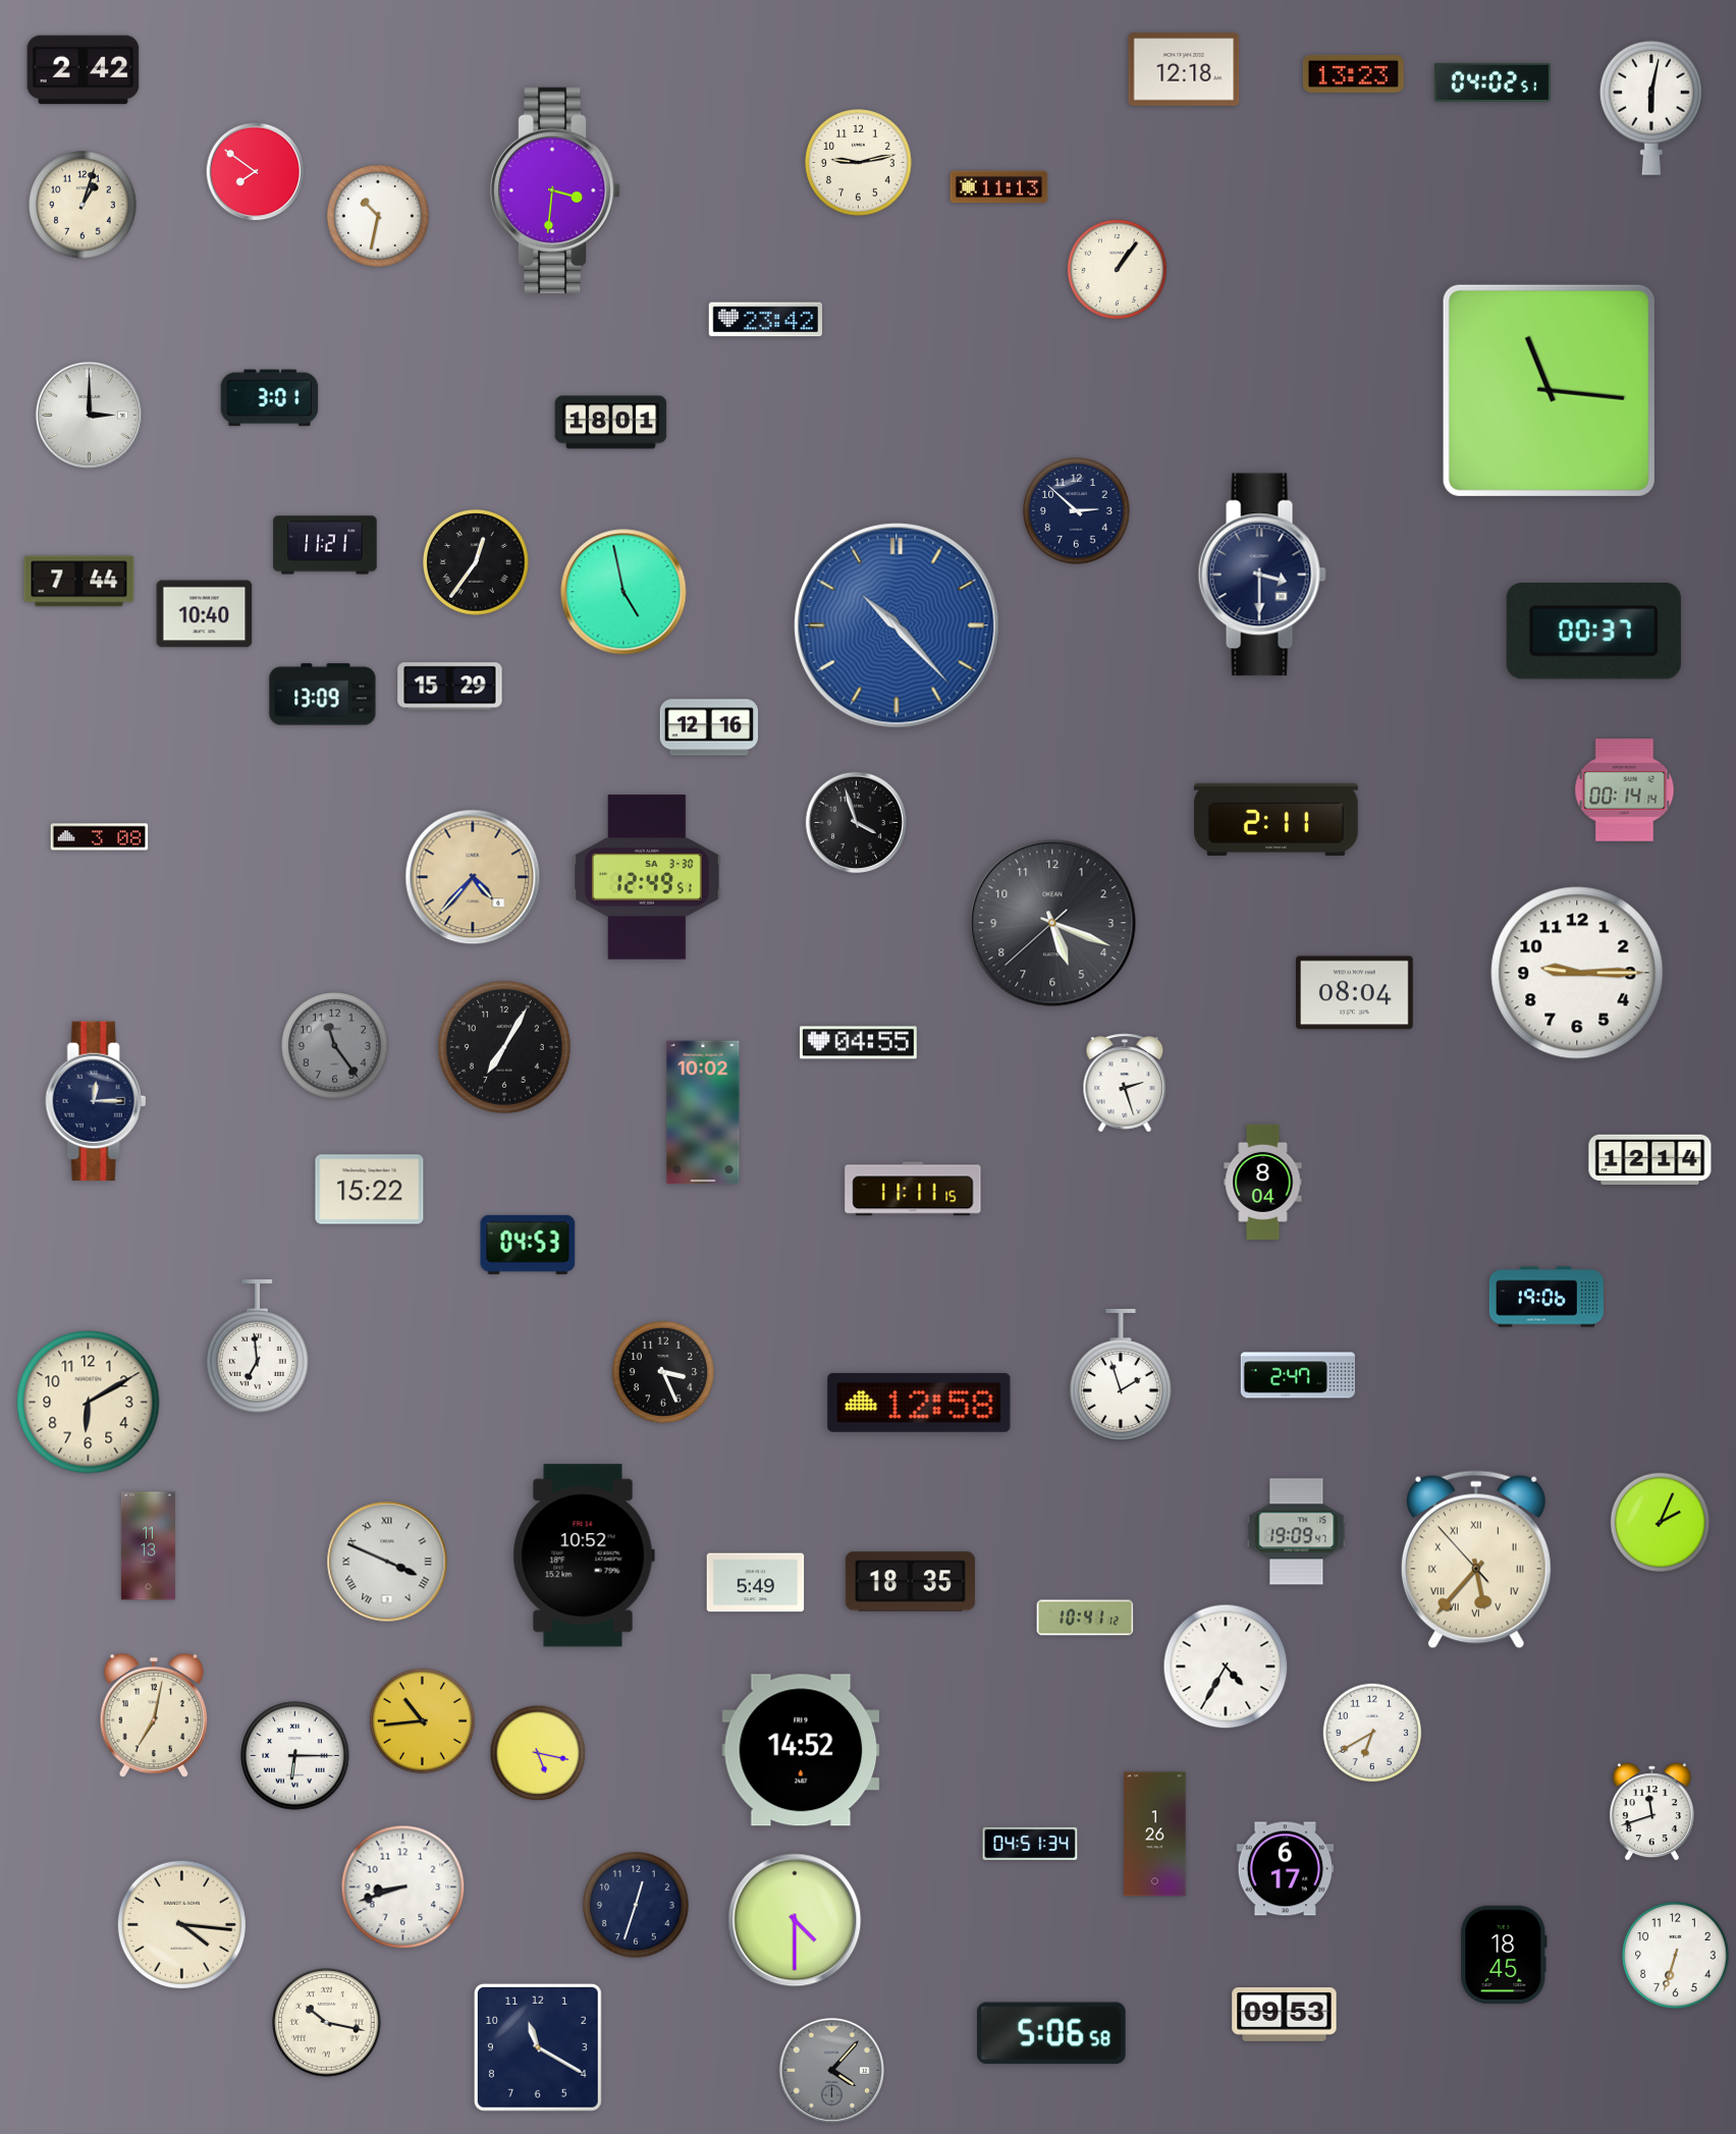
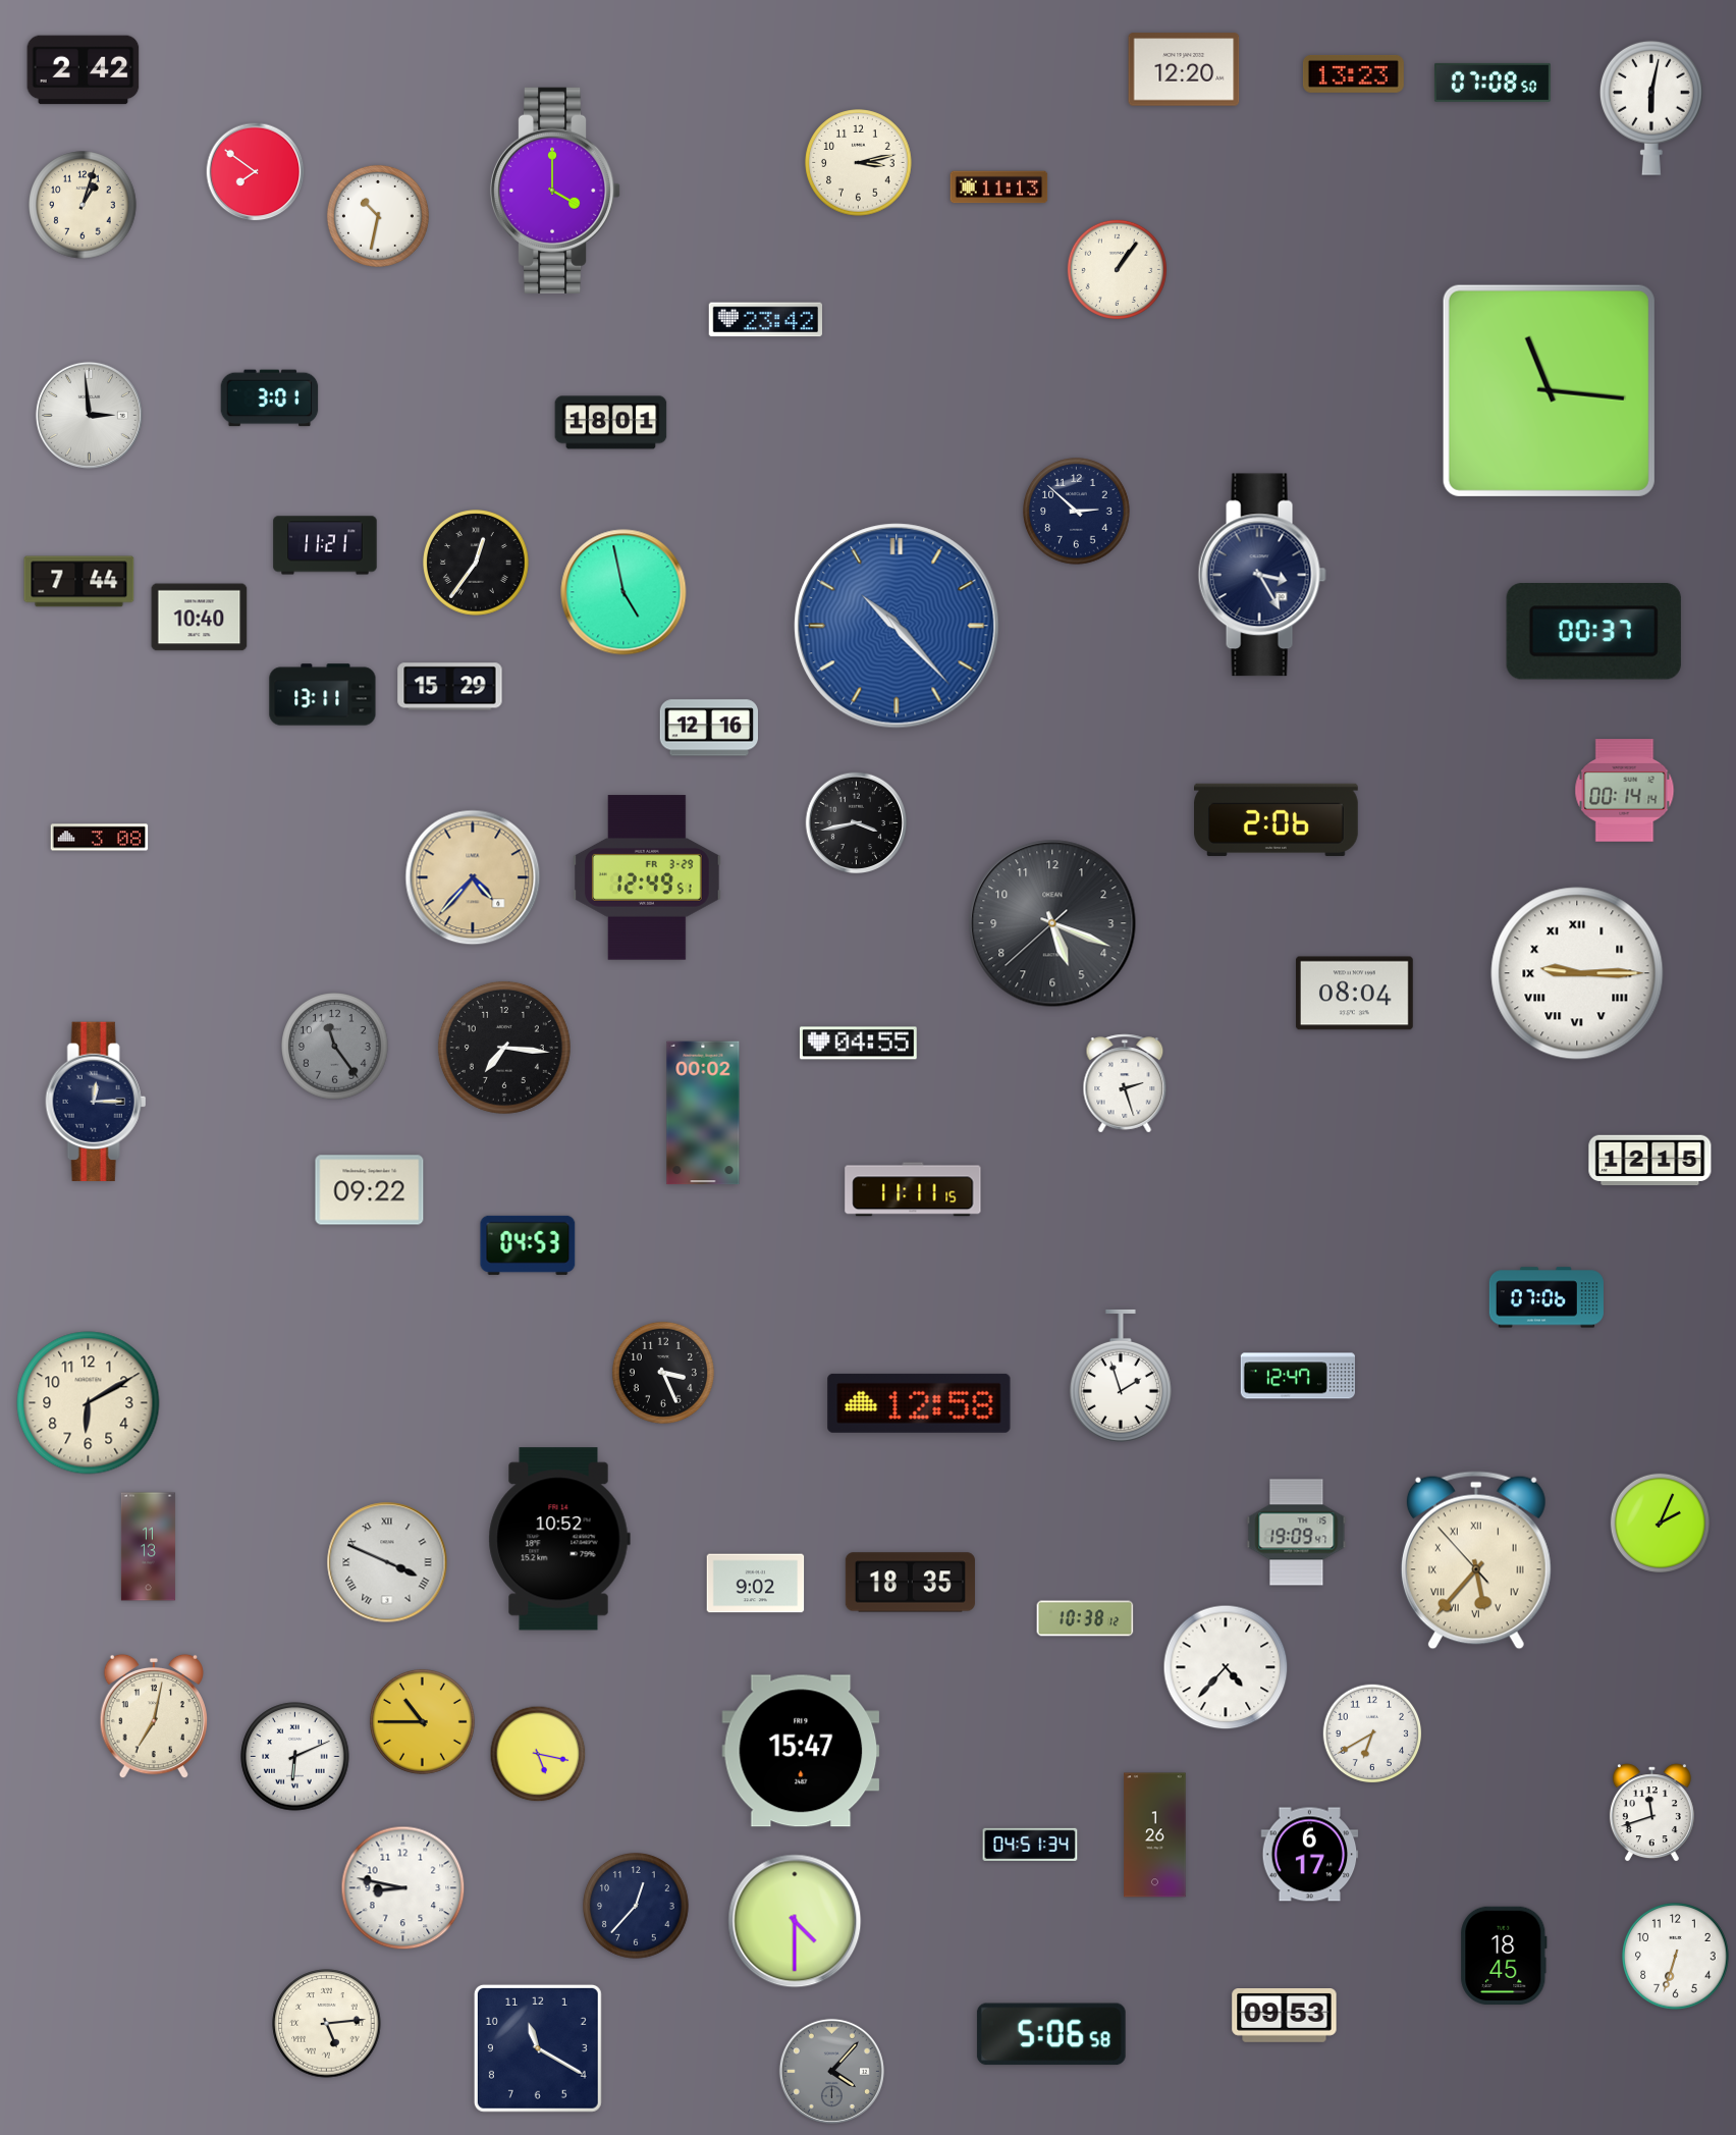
clock at (1184, 69): 12:18 -> 12:20
clock at (1493, 83): 04:02 -> 07:08
clock at (859, 163): 9:13 -> 3:13
clock at (555, 190): 3:31 -> 4:00
clock at (89, 415): 3:00 -> 2:59
clock at (1262, 574): 3:30 -> 3:25
clock at (205, 614) position: (205, 614) -> (200, 618)
clock at (323, 695): 13:09 -> 13:11
clock at (1277, 819): 2:11 -> 2:06
clock at (857, 823): 3:57 -> 3:43
clock at (647, 877) date: SA 3-30 -> FR 3-29
clock at (1577, 973) numerals: Arabic -> Roman
clock at (504, 1047): 7:05 -> 7:16
clock at (703, 1112): 10:02 -> 00:02
clock at (1650, 1160): 12:14 -> 12:15
clock at (1263, 1182): 8:04 -> none
clock at (370, 1190): 15:22 -> 09:22
clock at (1547, 1297): 19:06 -> 07:06
clock at (257, 1347): 6:59 -> none
clock at (1298, 1375): 2:47 -> 12:47
clock at (584, 1555) position: (584, 1555) -> (559, 1539)
clock at (756, 1583): 5:49 -> 9:02
clock at (1085, 1618): 10:41 -> 10:38
clock at (1226, 1666): 4:35 -> 4:37
clock at (423, 1721): 10:44 -> 10:45
clock at (801, 1750): 14:52 -> 15:47
clock at (295, 1756): 6:15 -> 6:11
clock at (1286, 1869) position: (1286, 1869) -> (1310, 1855)
clock at (403, 1887): 8:42 -> 8:47
clock at (637, 1906): 12:33 -> 12:37
clock at (181, 1924): 4:16 -> none
clock at (327, 2023): 10:17 -> 5:14
